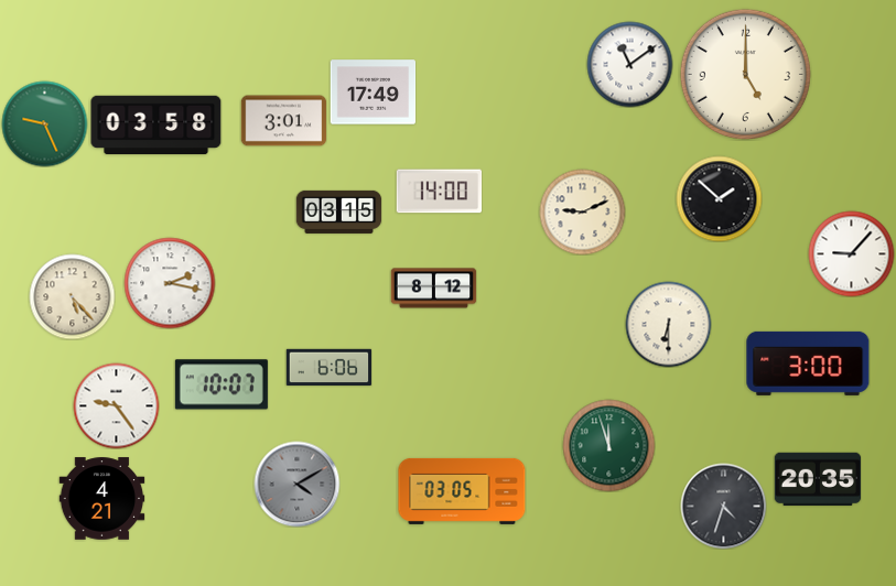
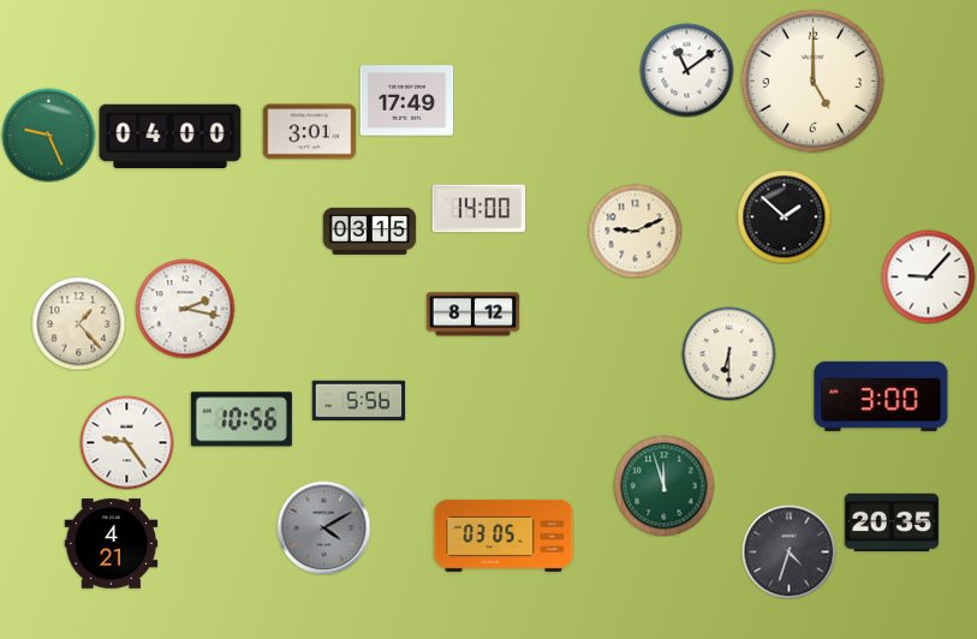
clock at (156, 126): 03:58 -> 04:00
clock at (72, 296): 5:23 -> 1:23
clock at (328, 368): 6:06 -> 5:56
clock at (222, 384): 10:07 -> 10:56
